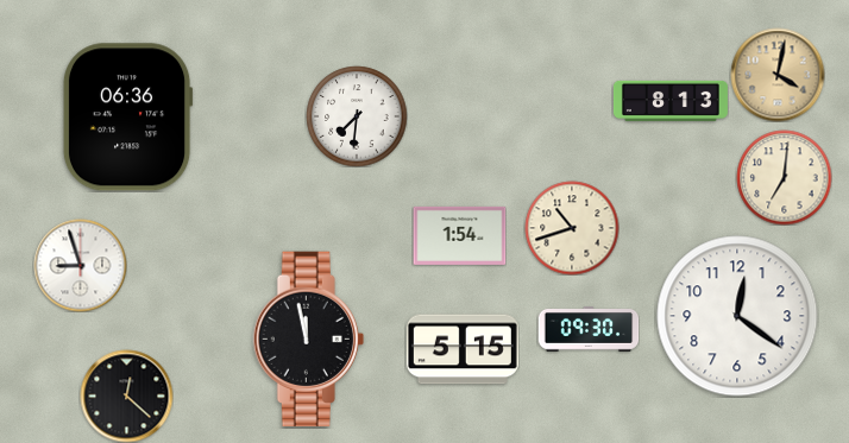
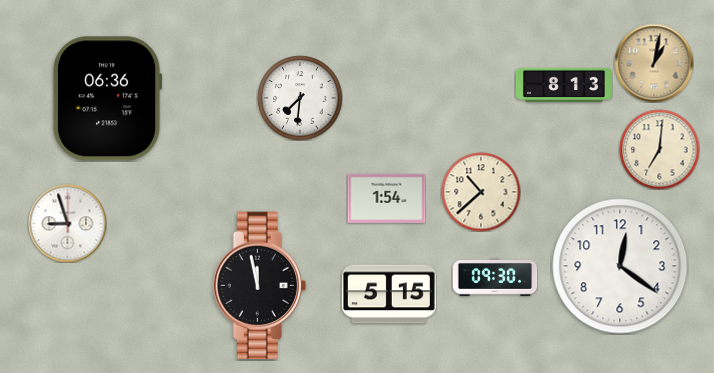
clock at (778, 75): 4:02 -> 1:02
clock at (572, 228): 10:42 -> 10:38
clock at (126, 395): 12:22 -> none
